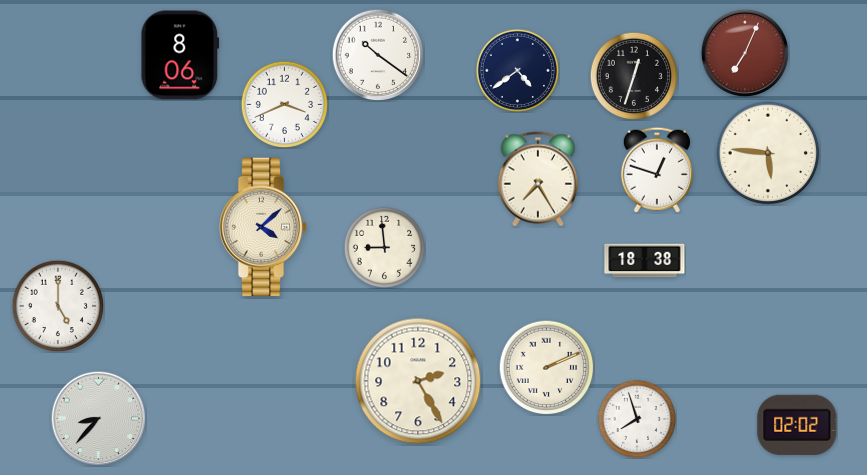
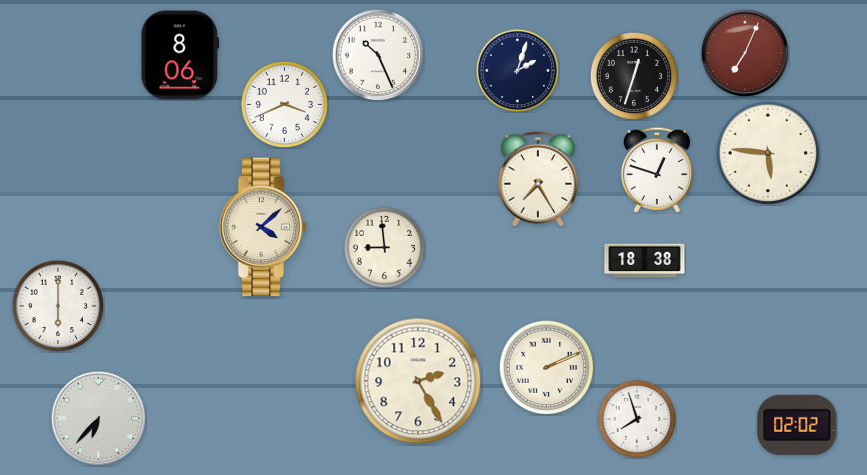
clock at (378, 55): 10:21 -> 10:26
clock at (517, 70): 4:39 -> 2:03
clock at (58, 306): 5:00 -> 6:00
clock at (98, 418): 8:37 -> 6:37
